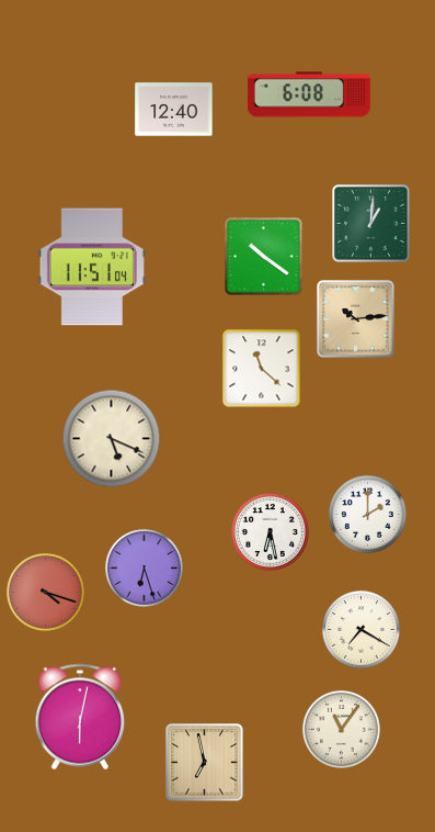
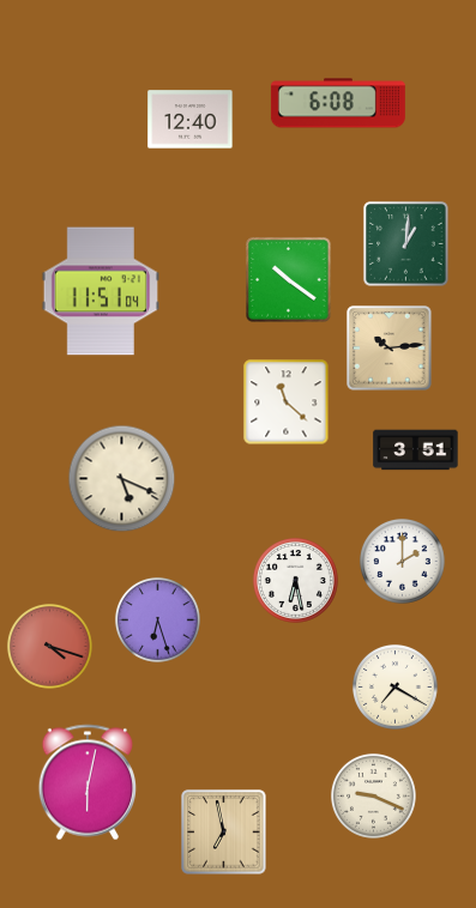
clock at (416, 450): none -> 3:51
clock at (341, 729): 11:06 -> 9:19
